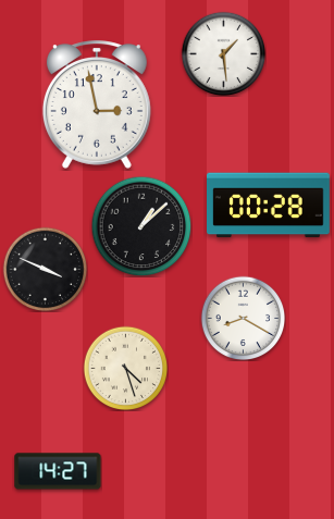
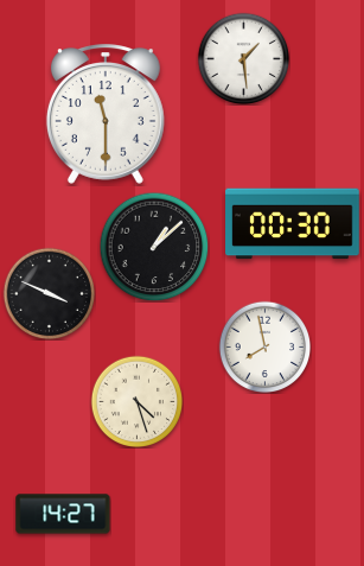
clock at (97, 104): 2:58 -> 11:30
clock at (269, 206): 00:28 -> 00:30
clock at (243, 318): 8:20 -> 7:58
